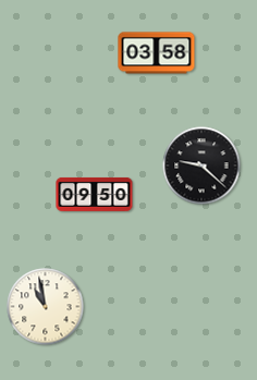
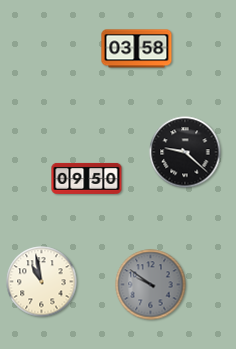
clock at (157, 53) position: (157, 53) -> (137, 49)
clock at (151, 285): none -> 9:51
